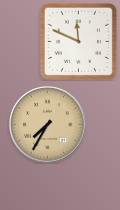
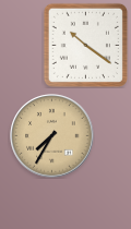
clock at (78, 41): 11:49 -> 10:21
